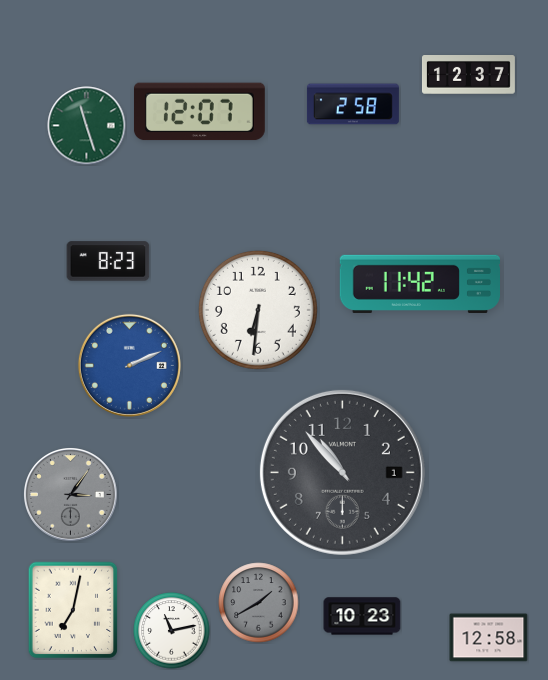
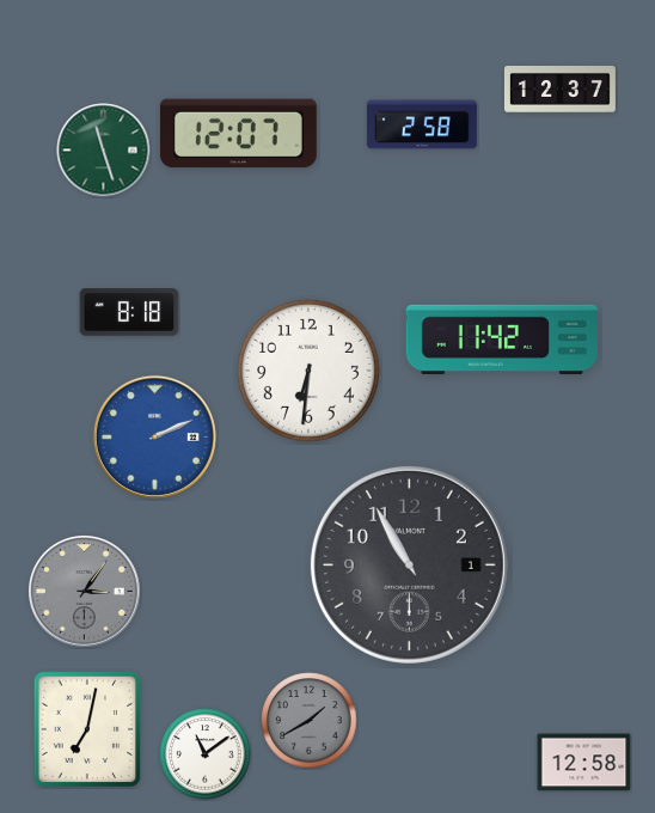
clock at (108, 261): 8:23 -> 8:18
clock at (342, 472): 10:53 -> 10:55
clock at (362, 616): 10:23 -> none
clock at (172, 631): 11:13 -> 11:09
